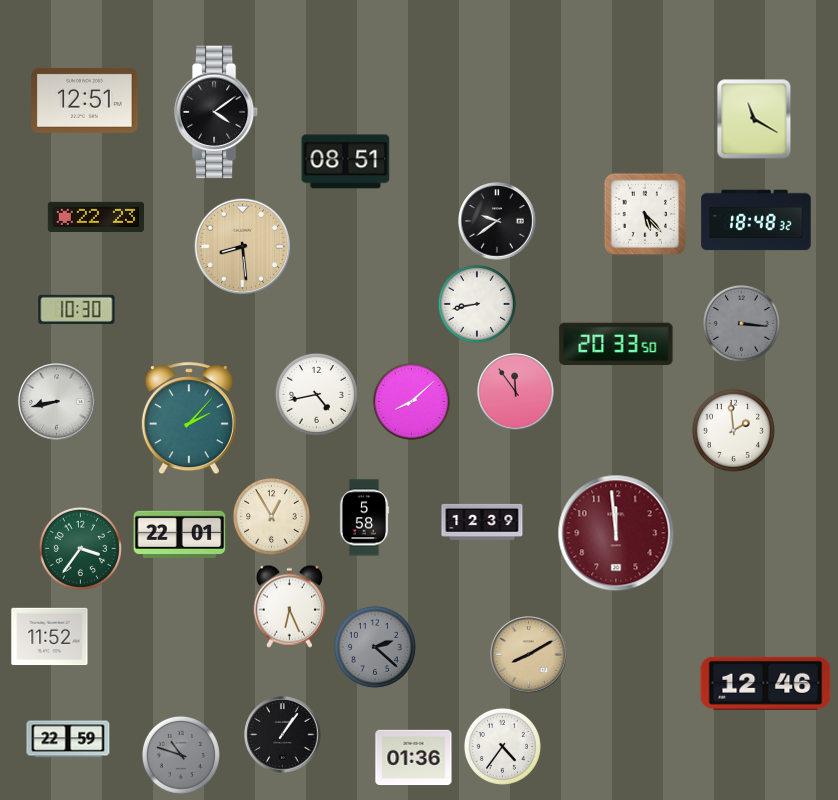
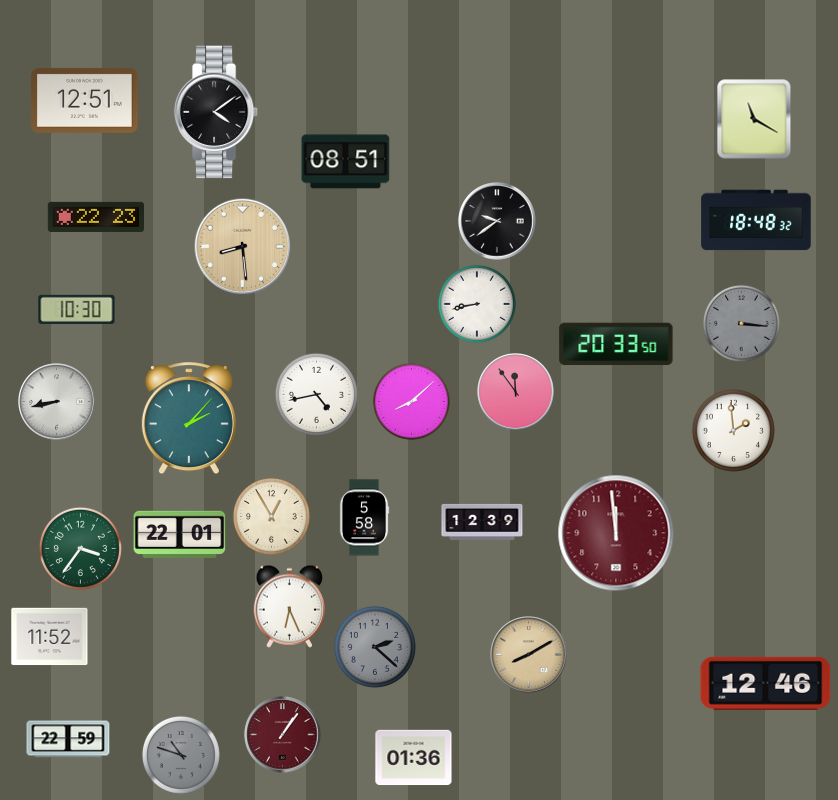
clock at (645, 214): 5:23 -> none
clock at (283, 735) dial: black -> burgundy
clock at (502, 746): 4:36 -> none
